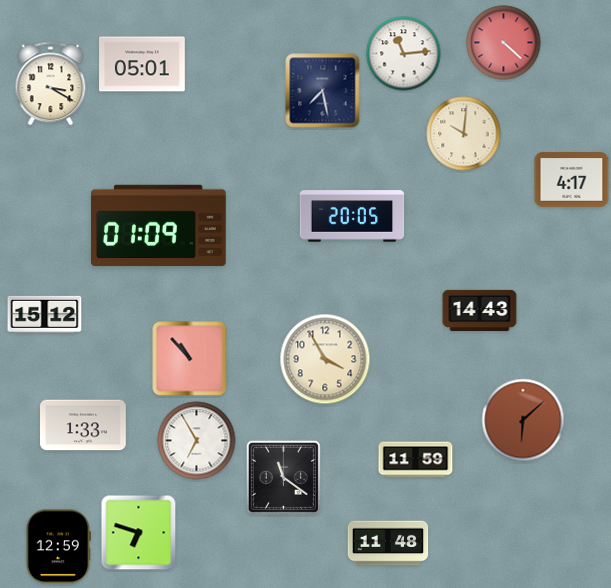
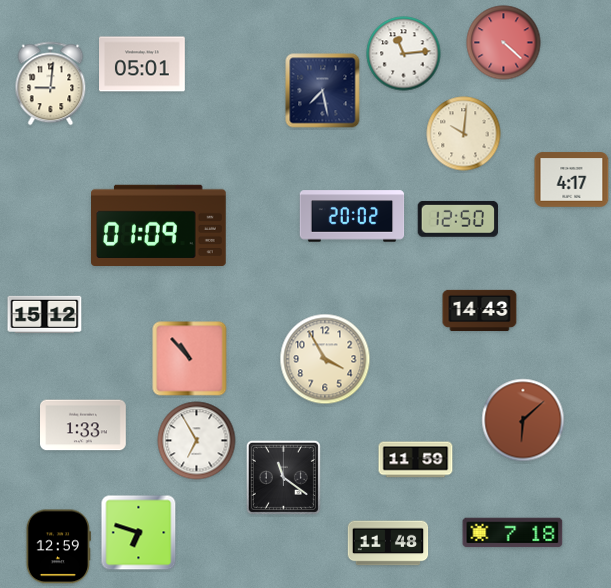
clock at (51, 84): 3:20 -> 9:01
clock at (352, 216): 20:05 -> 20:02
clock at (457, 219): none -> 12:50
clock at (513, 533): none -> 7:18
